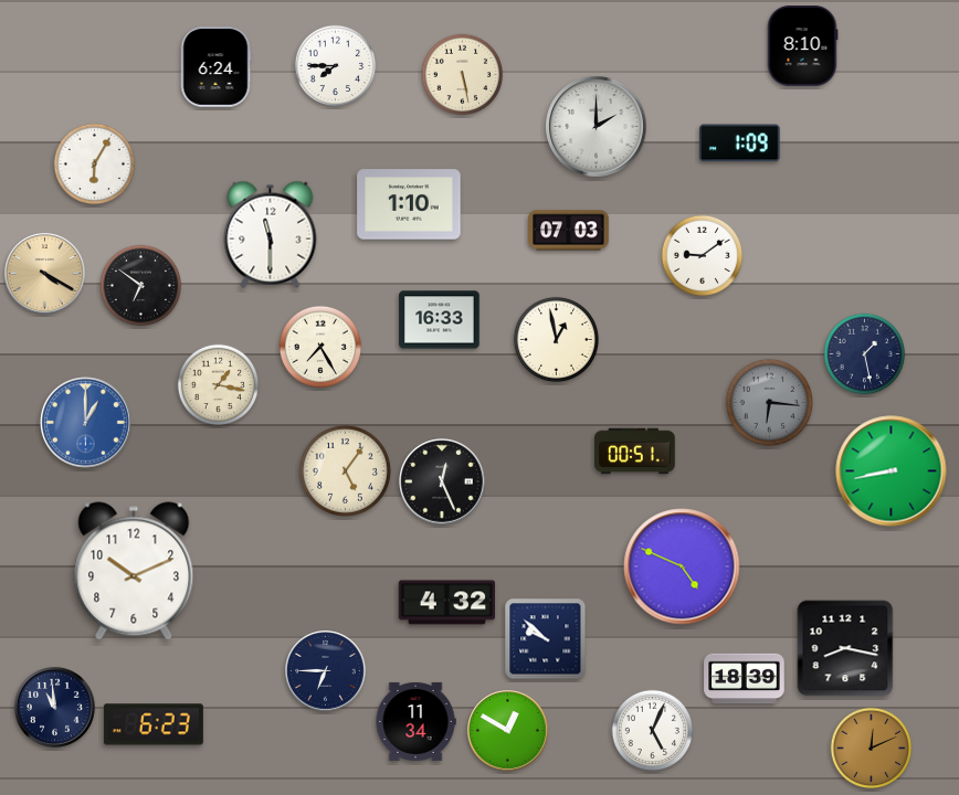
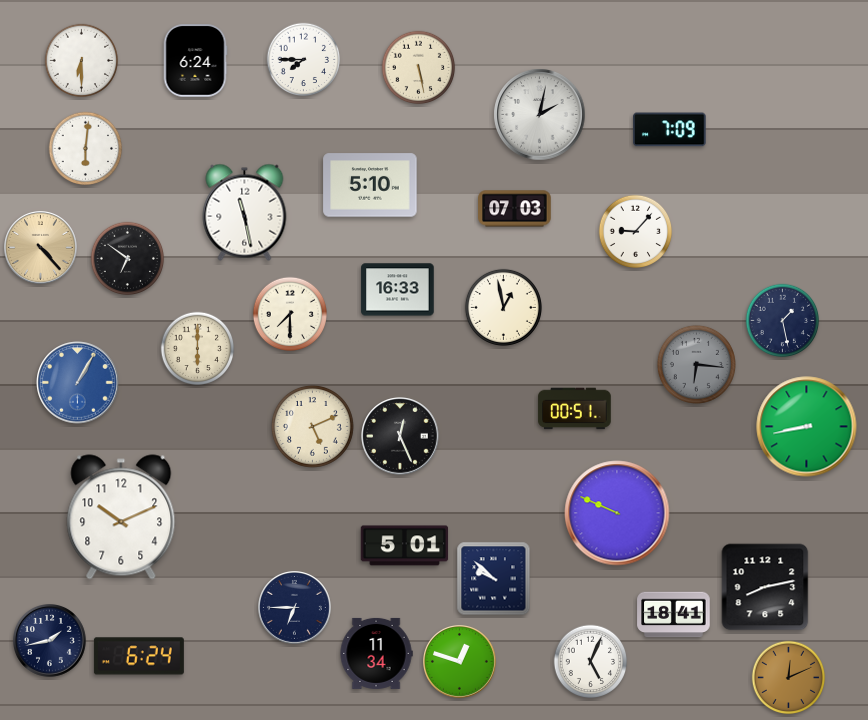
clock at (802, 46): 8:10 -> none
clock at (82, 61): none -> 6:30
clock at (597, 127): 2:00 -> 2:02
clock at (740, 144): 1:09 -> 7:09
clock at (95, 165): 6:05 -> 6:01
clock at (409, 204): 1:10 -> 5:10
clock at (271, 234): 11:30 -> 11:28
clock at (703, 256): 9:09 -> 9:07
clock at (45, 274): 4:20 -> 4:23
clock at (319, 346): 7:25 -> 7:30
clock at (219, 385): 1:17 -> 6:00
clock at (86, 423): 1:00 -> 1:05
clock at (345, 470): 5:06 -> 5:11
clock at (682, 566): 4:49 -> 9:49
clock at (447, 603): 4:32 -> 5:01
clock at (845, 648): 8:17 -> 8:13
clock at (745, 679): 18:39 -> 18:41
clock at (55, 708): 10:59 -> 1:43
clock at (154, 724): 6:23 -> 6:24
clock at (508, 731): 12:50 -> 12:48
